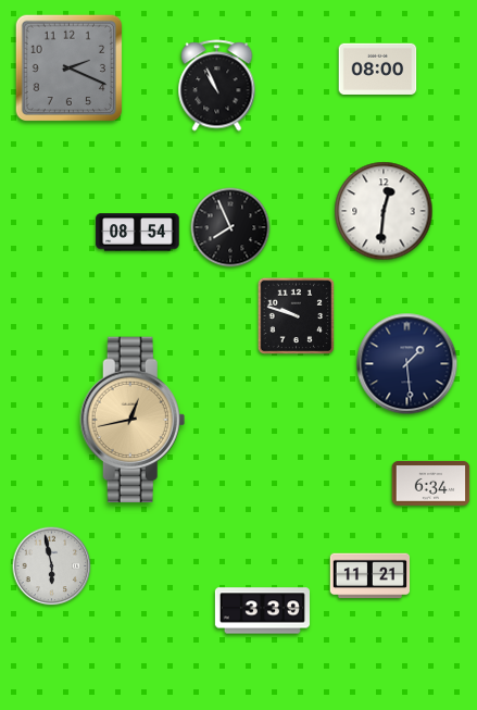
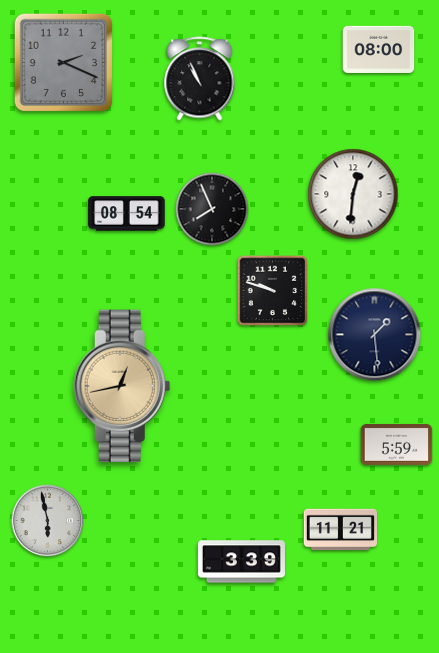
clock at (378, 68) position: (378, 68) -> (379, 49)
clock at (431, 483): 6:34 -> 5:59
